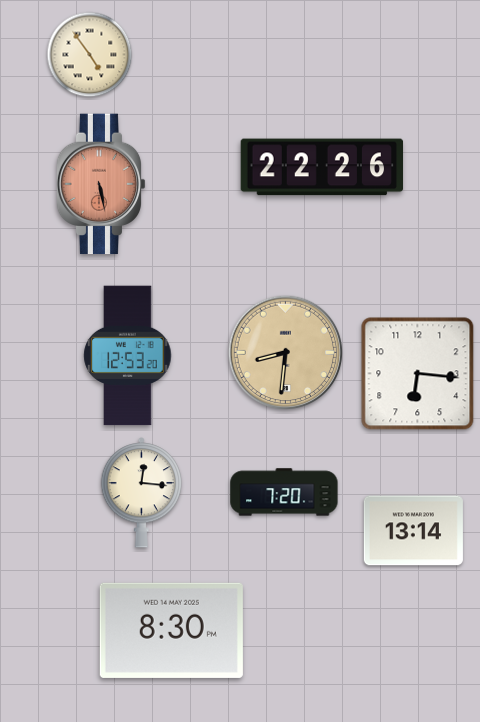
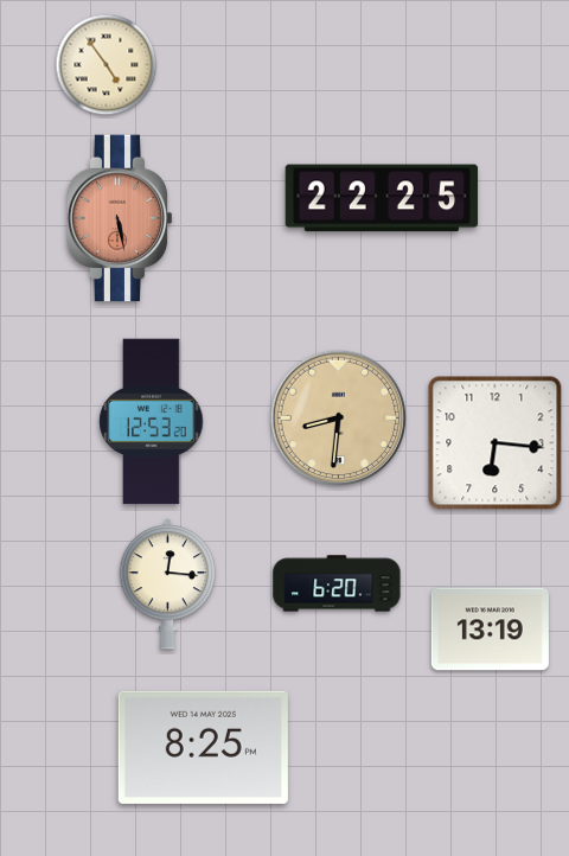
clock at (322, 167): 22:26 -> 22:25
clock at (284, 492): 7:20 -> 6:20
clock at (413, 531): 13:14 -> 13:19
clock at (171, 630): 8:30 -> 8:25
